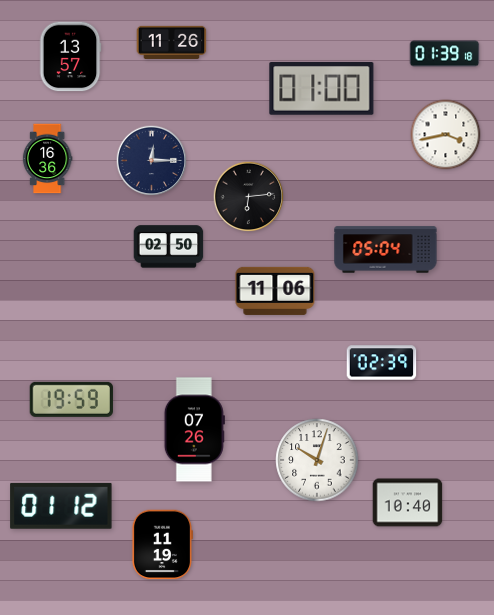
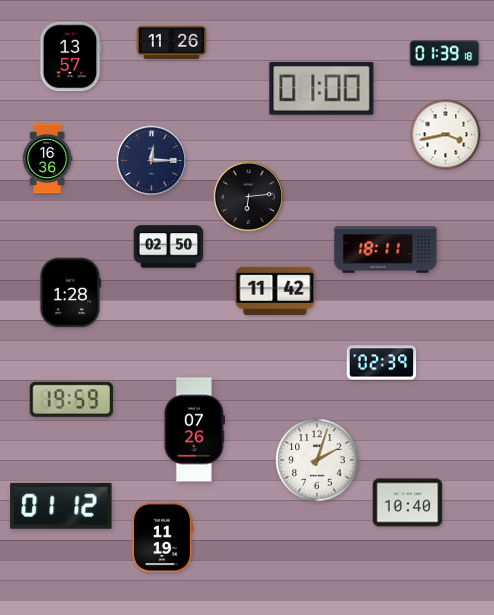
clock at (386, 250): 05:04 -> 18:11
clock at (275, 291): 11:06 -> 11:42
clock at (69, 293): none -> 1:28
clock at (317, 460): 10:03 -> 2:03
clock at (162, 545) position: (162, 545) -> (162, 538)
